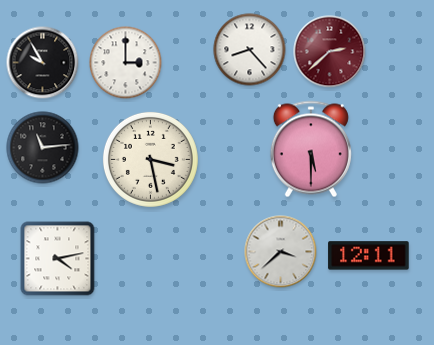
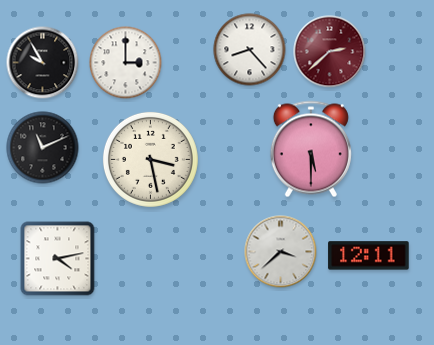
clock at (43, 148): 11:14 -> 11:11
